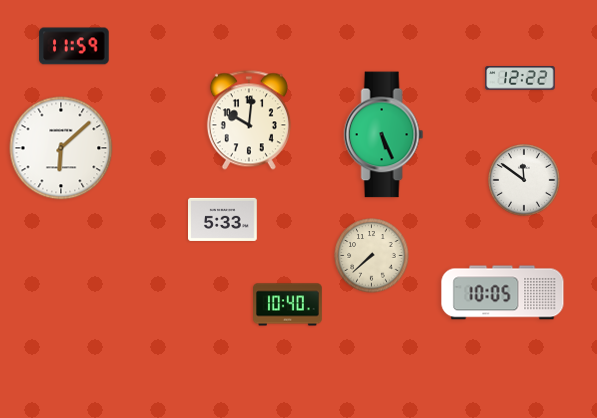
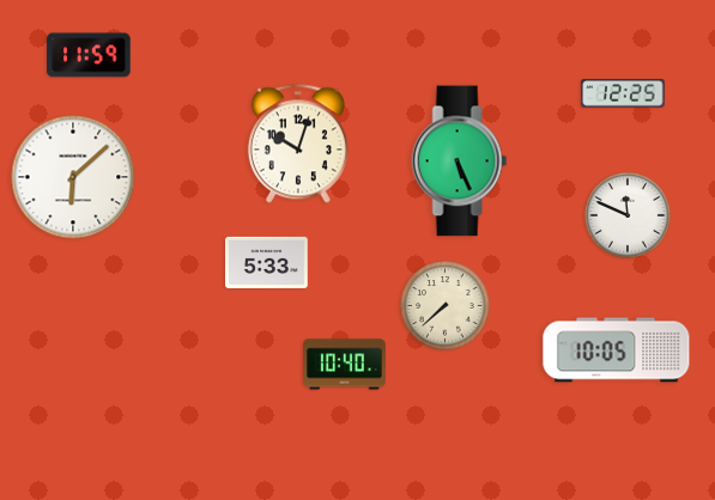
clock at (520, 78): 12:22 -> 12:25
clock at (249, 120): 10:01 -> 10:03
clock at (525, 181): 11:51 -> 11:49
clock at (503, 293) position: (503, 293) -> (617, 350)
